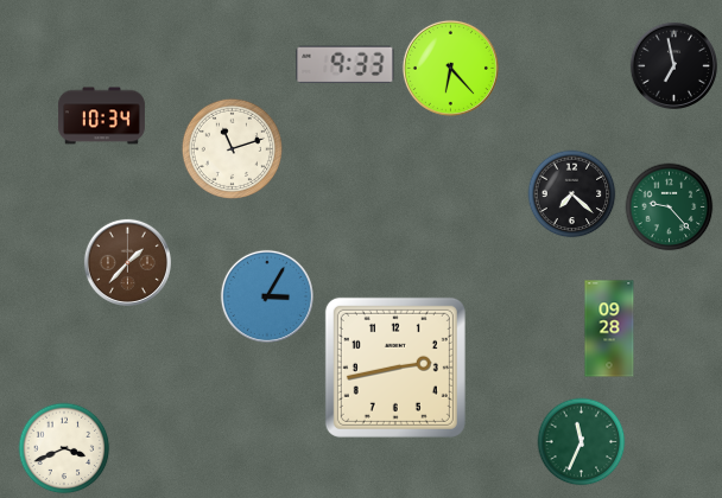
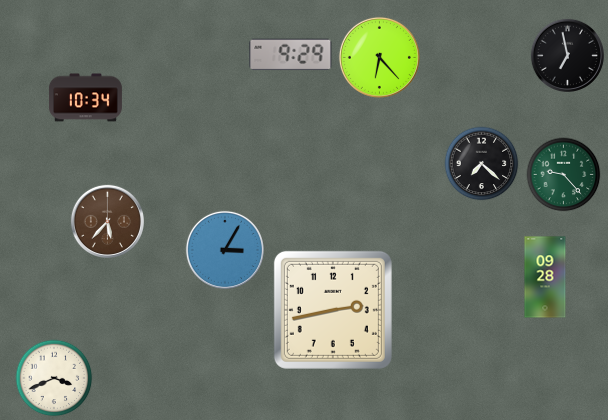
clock at (346, 65): 9:33 -> 9:29
clock at (232, 148): 11:12 -> none
clock at (127, 262): 1:37 -> 5:37
clock at (609, 328) position: (609, 328) -> (545, 277)
clock at (582, 442): 11:34 -> none
